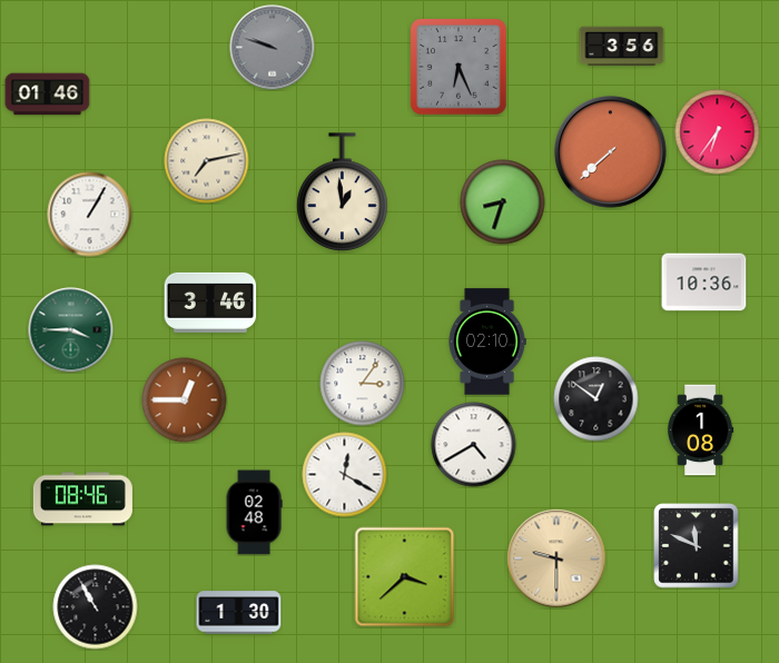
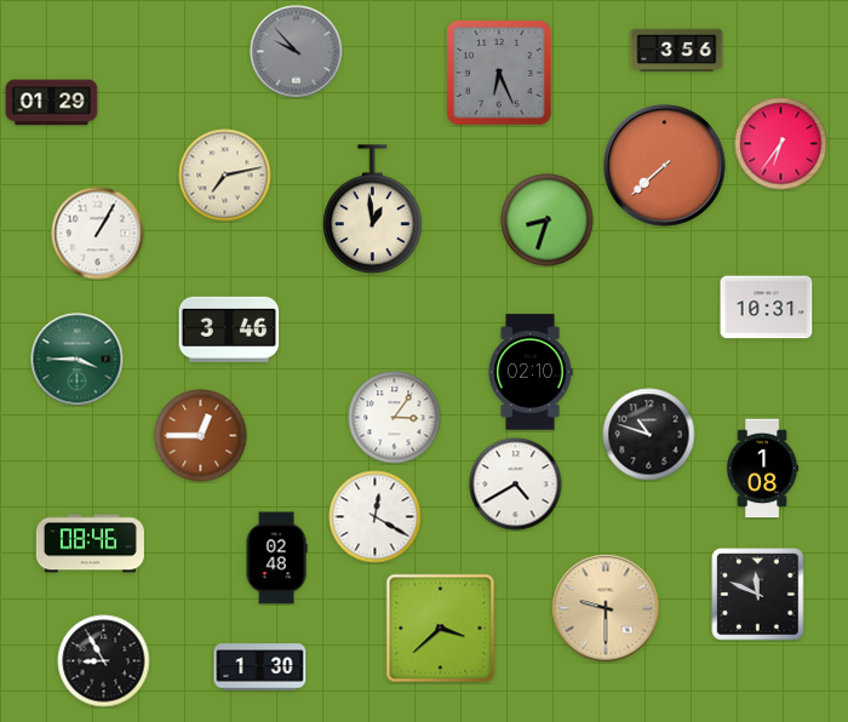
clock at (273, 48): 9:48 -> 9:53
clock at (48, 95): 01:46 -> 01:29
clock at (704, 283): 10:36 -> 10:31
clock at (596, 399): 12:51 -> 10:48
clock at (96, 607): 10:55 -> 8:55
